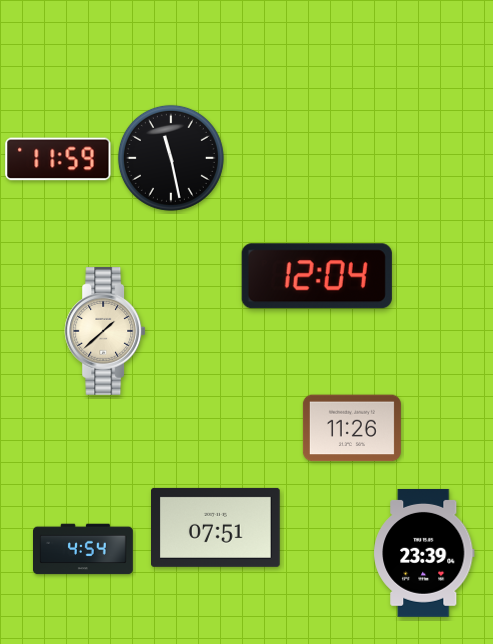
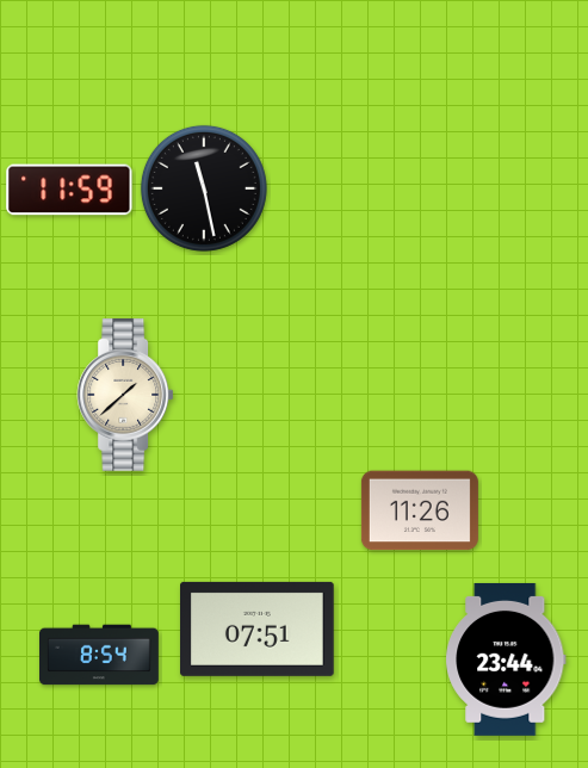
clock at (317, 276): 12:04 -> none
clock at (84, 549): 4:54 -> 8:54
clock at (424, 553): 23:39 -> 23:44
